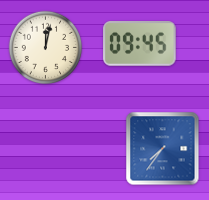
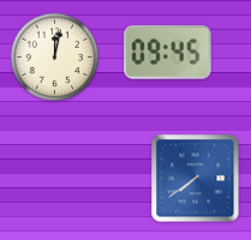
clock at (163, 149): 7:36 -> 7:39
